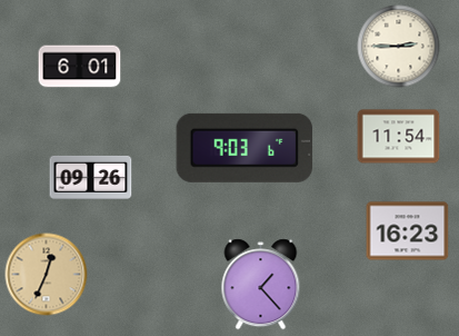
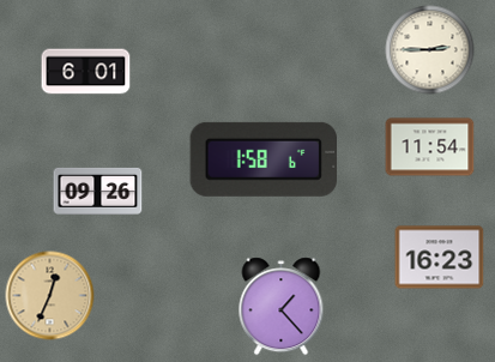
clock at (245, 148): 9:03 -> 1:58
clock at (408, 231) position: (408, 231) -> (440, 258)
